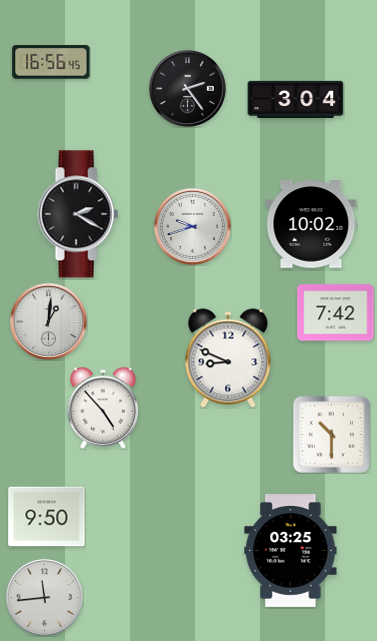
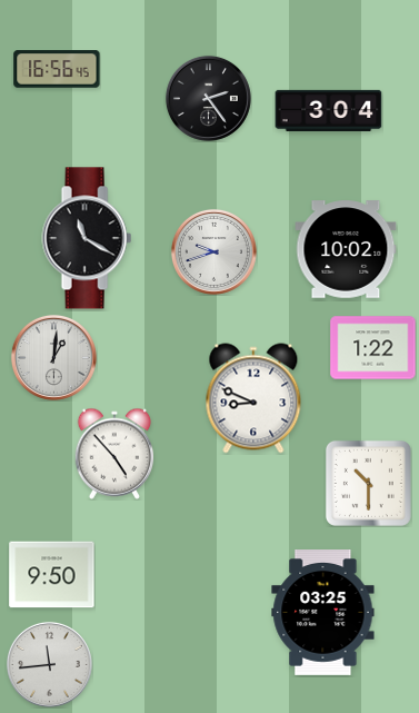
clock at (78, 214): 2:20 -> 11:20
clock at (336, 313): 7:42 -> 1:22
